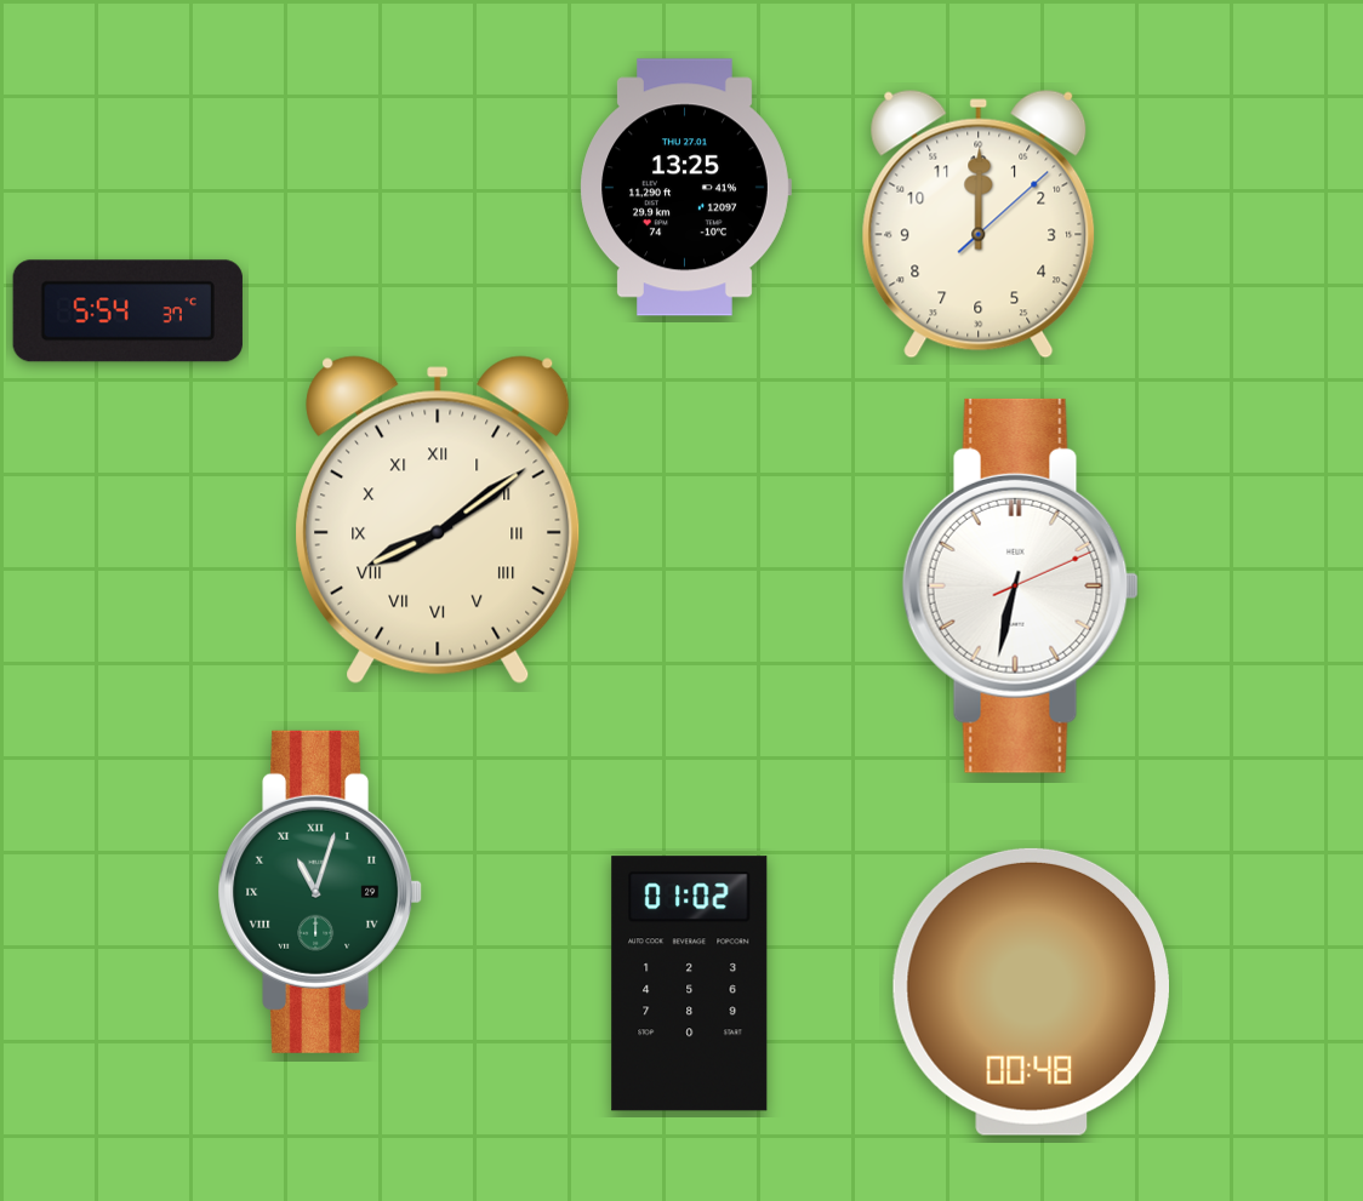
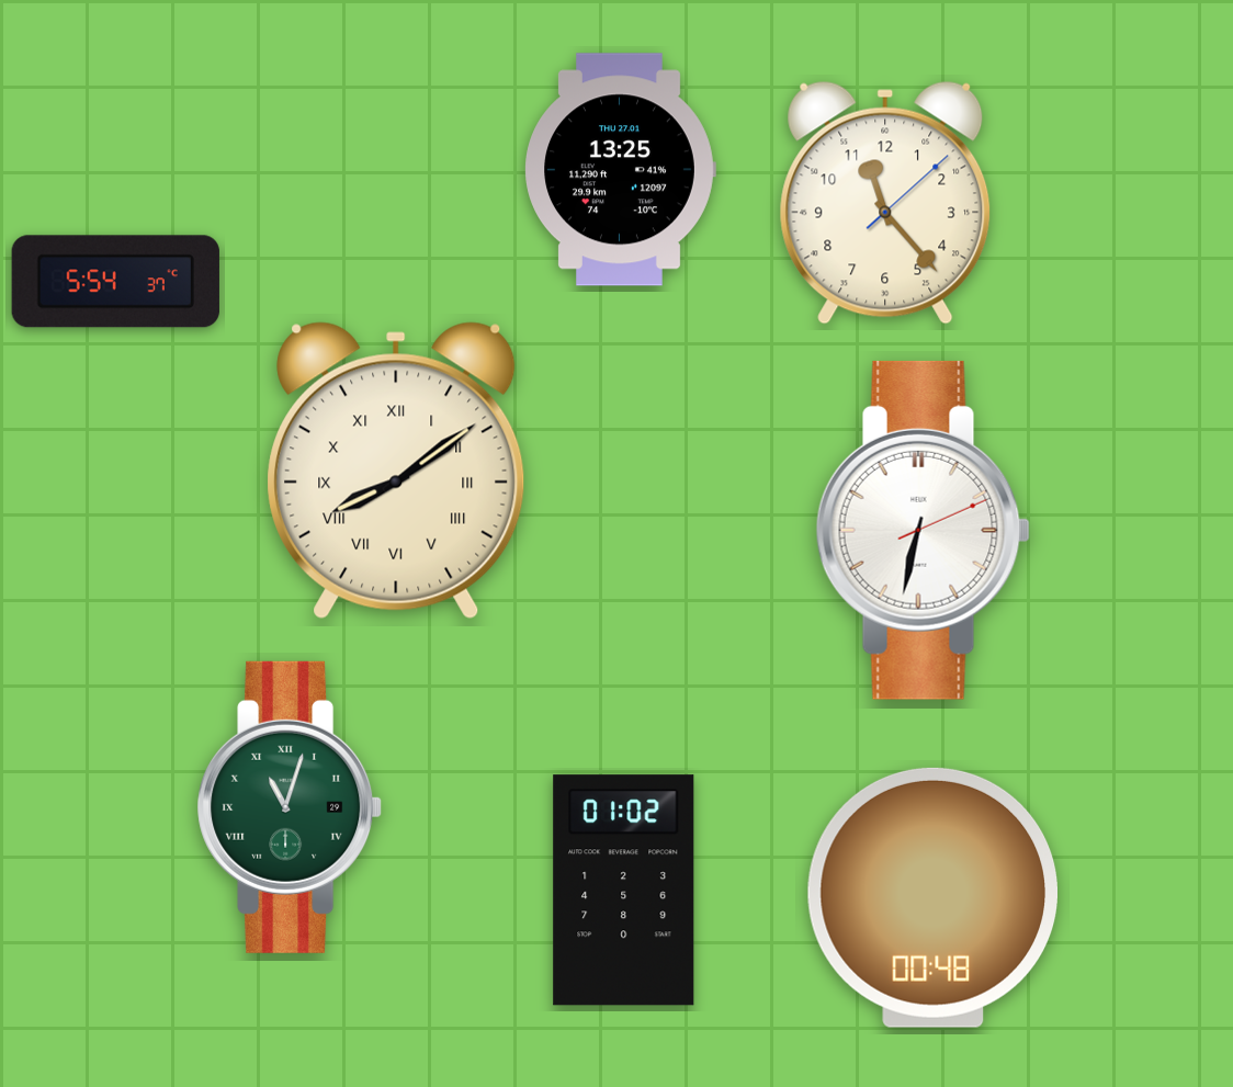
clock at (979, 224): 12:00 -> 11:23
